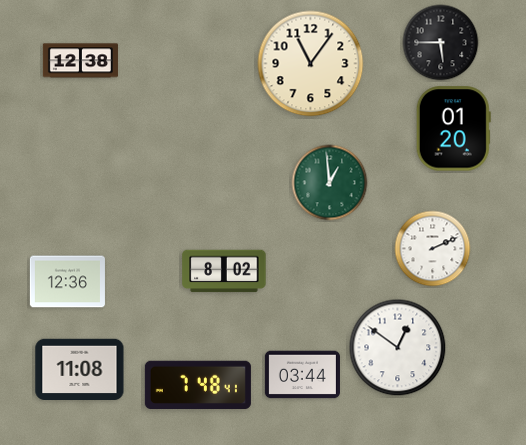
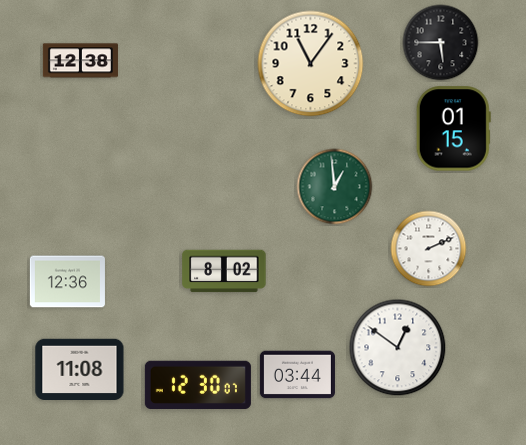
clock at (453, 129): 01:20 -> 01:15
clock at (330, 183) position: (330, 183) -> (335, 187)
clock at (433, 249) position: (433, 249) -> (429, 249)
clock at (302, 375) position: (302, 375) -> (297, 375)
clock at (198, 385): 7:48 -> 12:30
